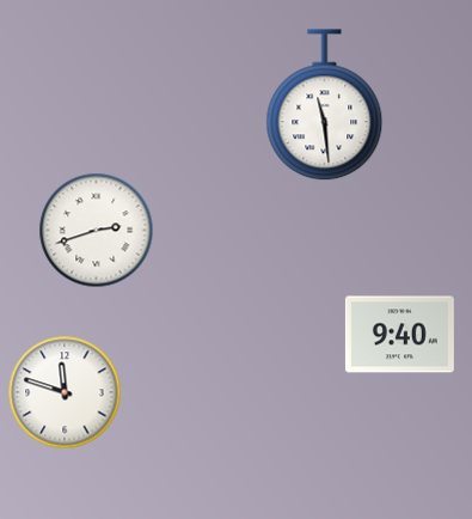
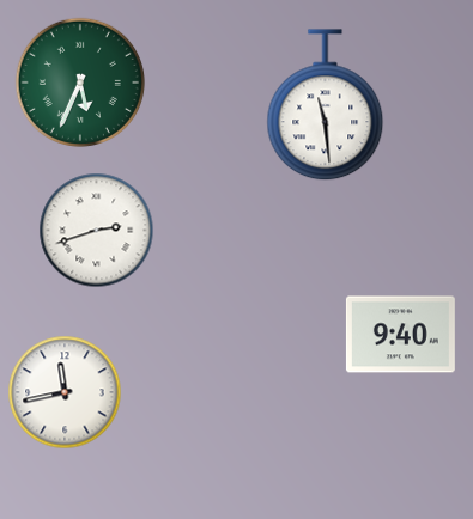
clock at (80, 83): none -> 5:34
clock at (65, 392): 11:48 -> 11:43
